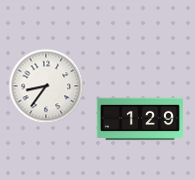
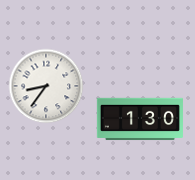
clock at (140, 119): 1:29 -> 1:30
